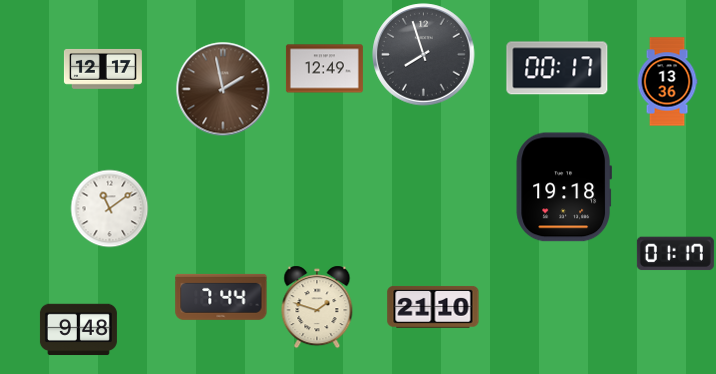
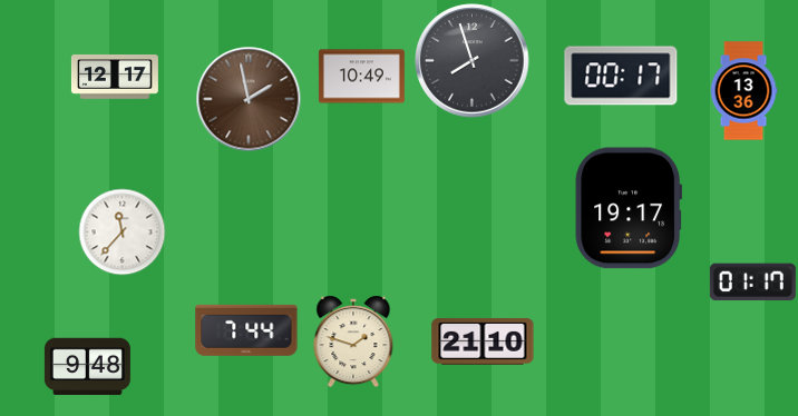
clock at (324, 69): 12:49 -> 10:49
clock at (563, 187): 19:18 -> 19:17
clock at (109, 208): 11:09 -> 11:37
